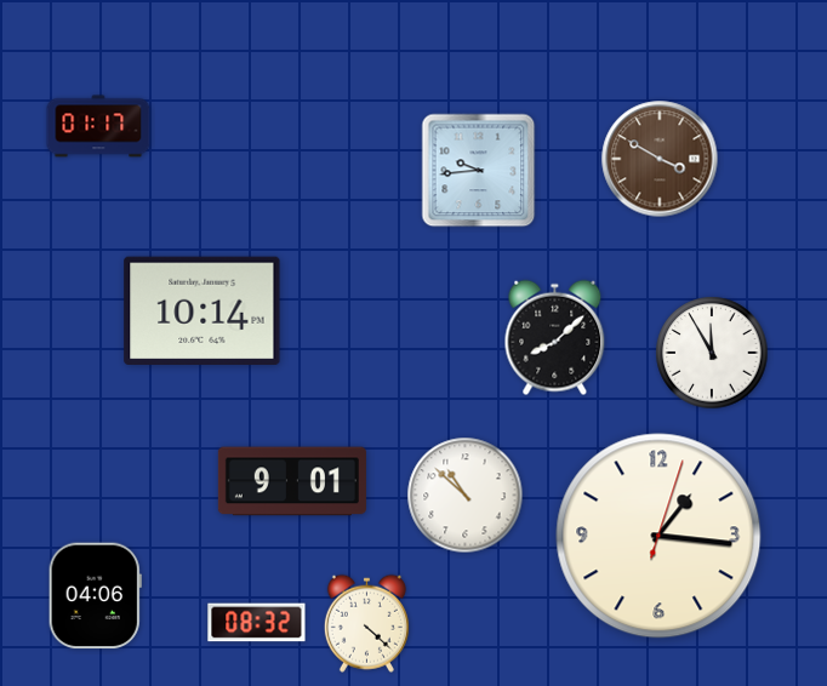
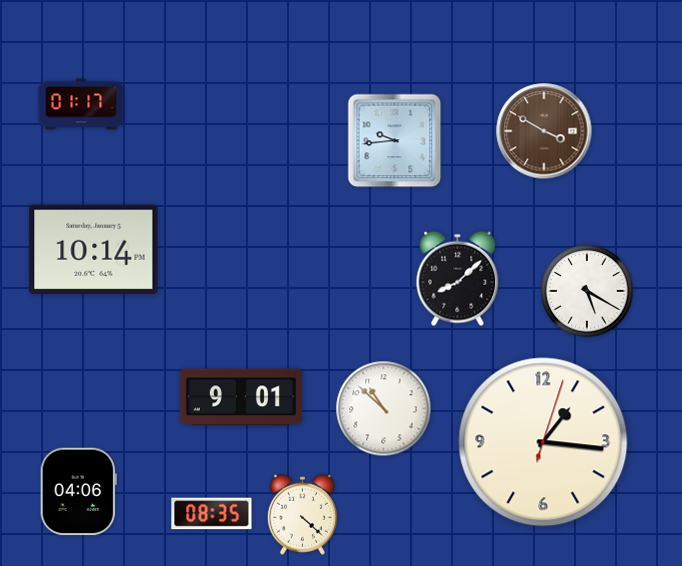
clock at (203, 311) position: (203, 311) -> (94, 250)
clock at (712, 353): 11:55 -> 5:20
clock at (257, 623): 08:32 -> 08:35
